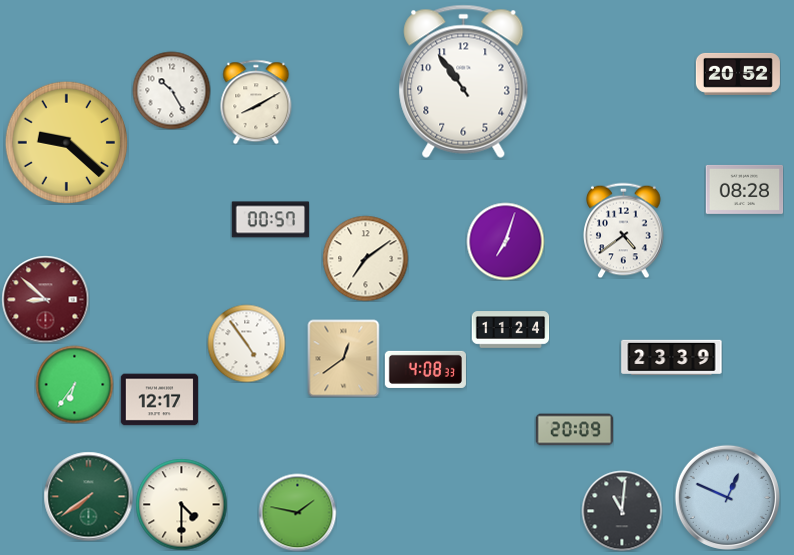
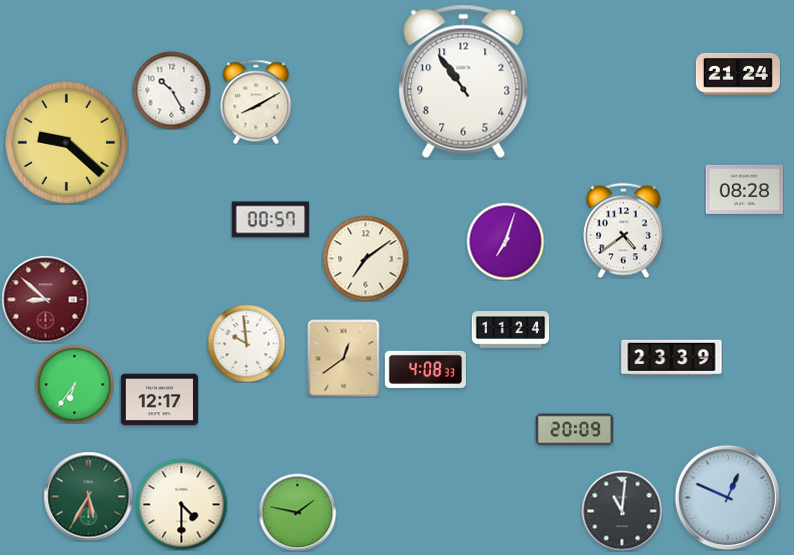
clock at (738, 74): 20:52 -> 21:24
clock at (246, 343): 4:54 -> 9:59
clock at (88, 496): 7:39 -> 5:35
